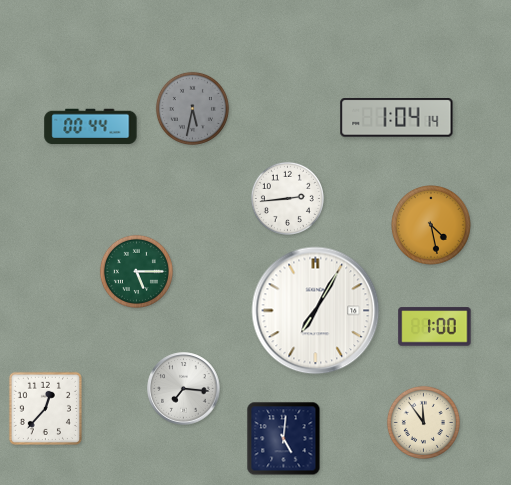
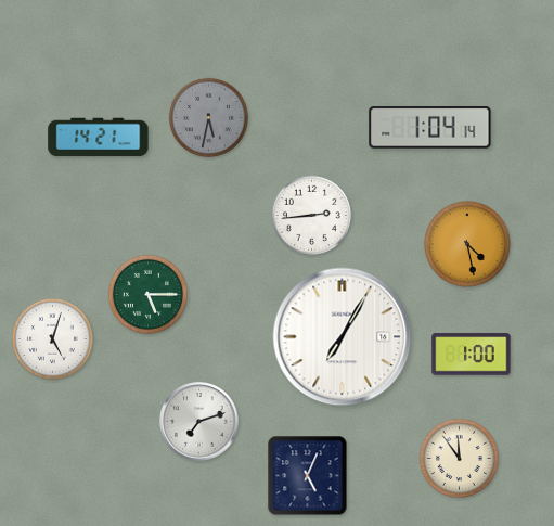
clock at (91, 127): 00:44 -> 14:21
clock at (52, 338): none -> 5:03
clock at (184, 389): 7:16 -> 7:12
clock at (45, 408): 12:37 -> none
clock at (284, 439): 5:01 -> 5:04
